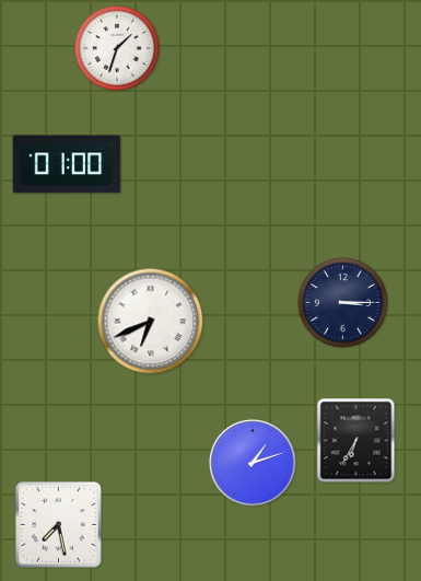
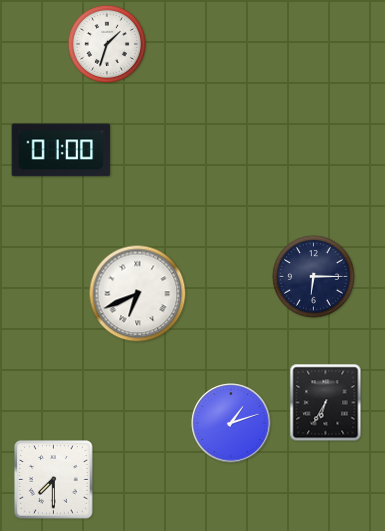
clock at (343, 303): 3:15 -> 6:15
clock at (59, 525): 7:28 -> 7:30
